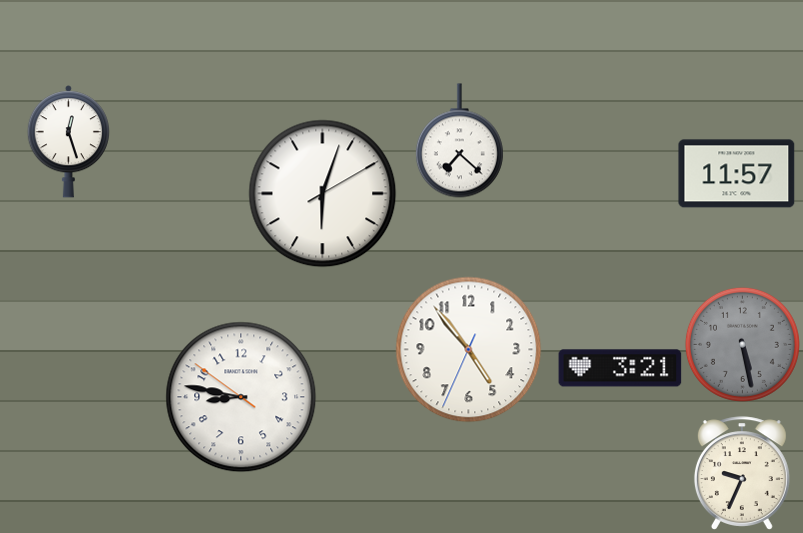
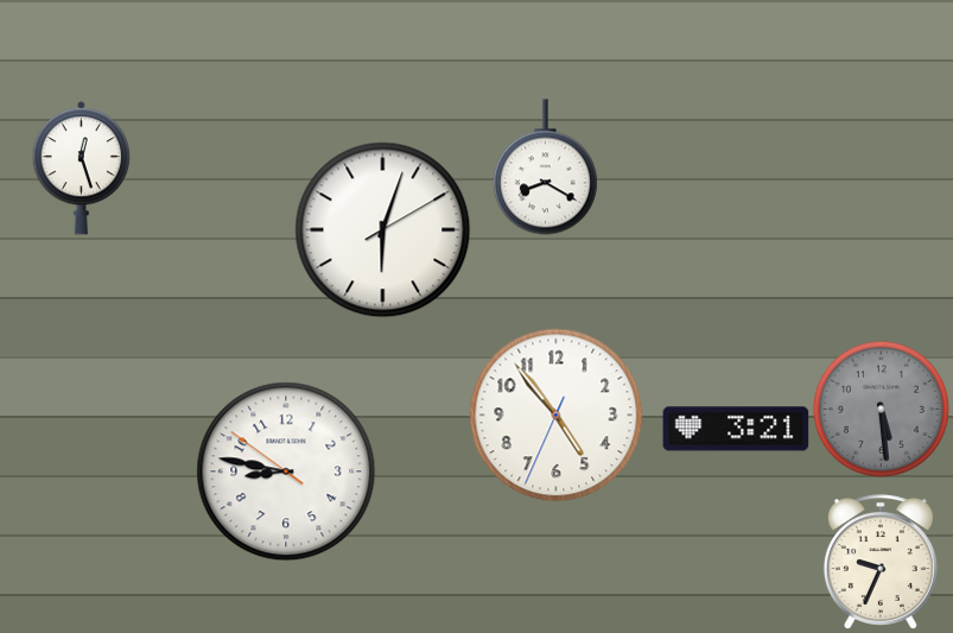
clock at (459, 141): 7:22 -> 8:20
clock at (737, 174): 11:57 -> none
clock at (742, 344): 5:28 -> 5:29
clock at (620, 368) position: (620, 368) -> (736, 429)
